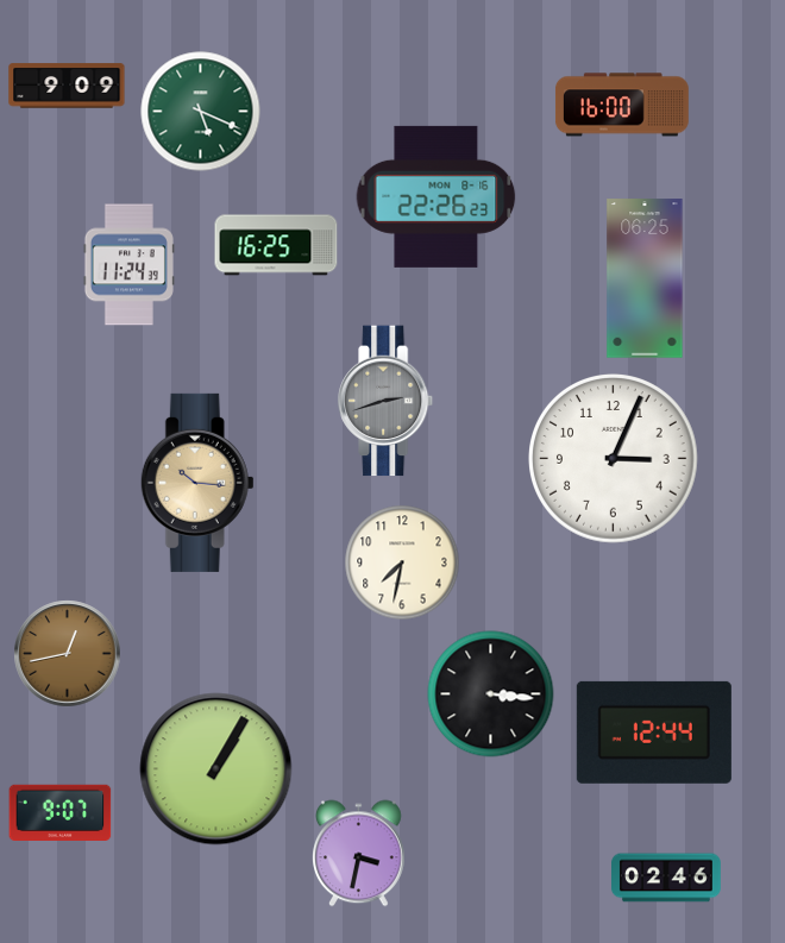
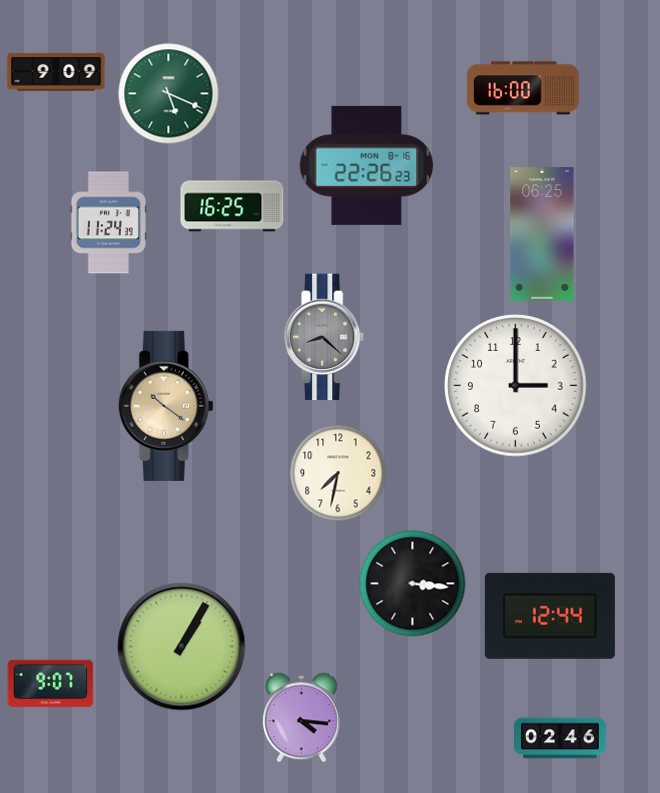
clock at (387, 401): 2:42 -> 8:22
clock at (614, 459): 3:04 -> 3:00
clock at (197, 483): 10:16 -> 10:21
clock at (68, 654): 12:43 -> none
clock at (359, 854): 3:32 -> 4:16
